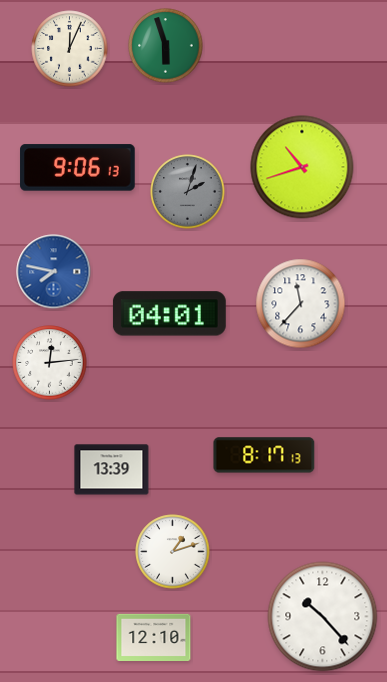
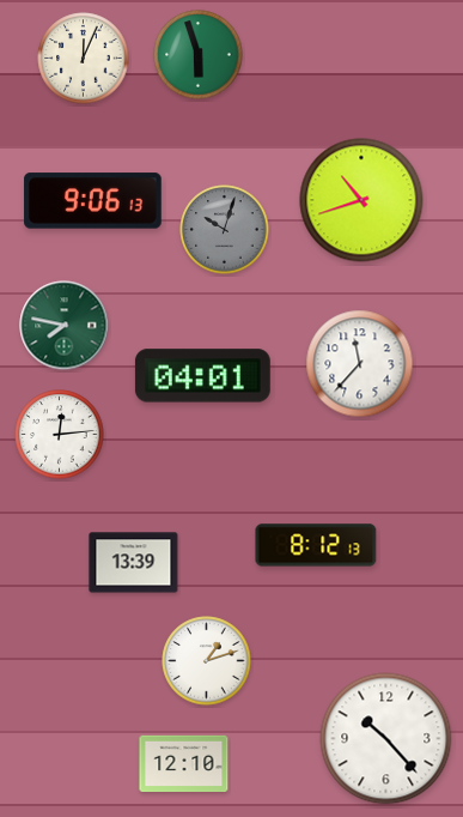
clock at (188, 192): 2:03 -> 10:03
clock at (54, 272) dial: blue -> green
clock at (264, 455): 8:17 -> 8:12
